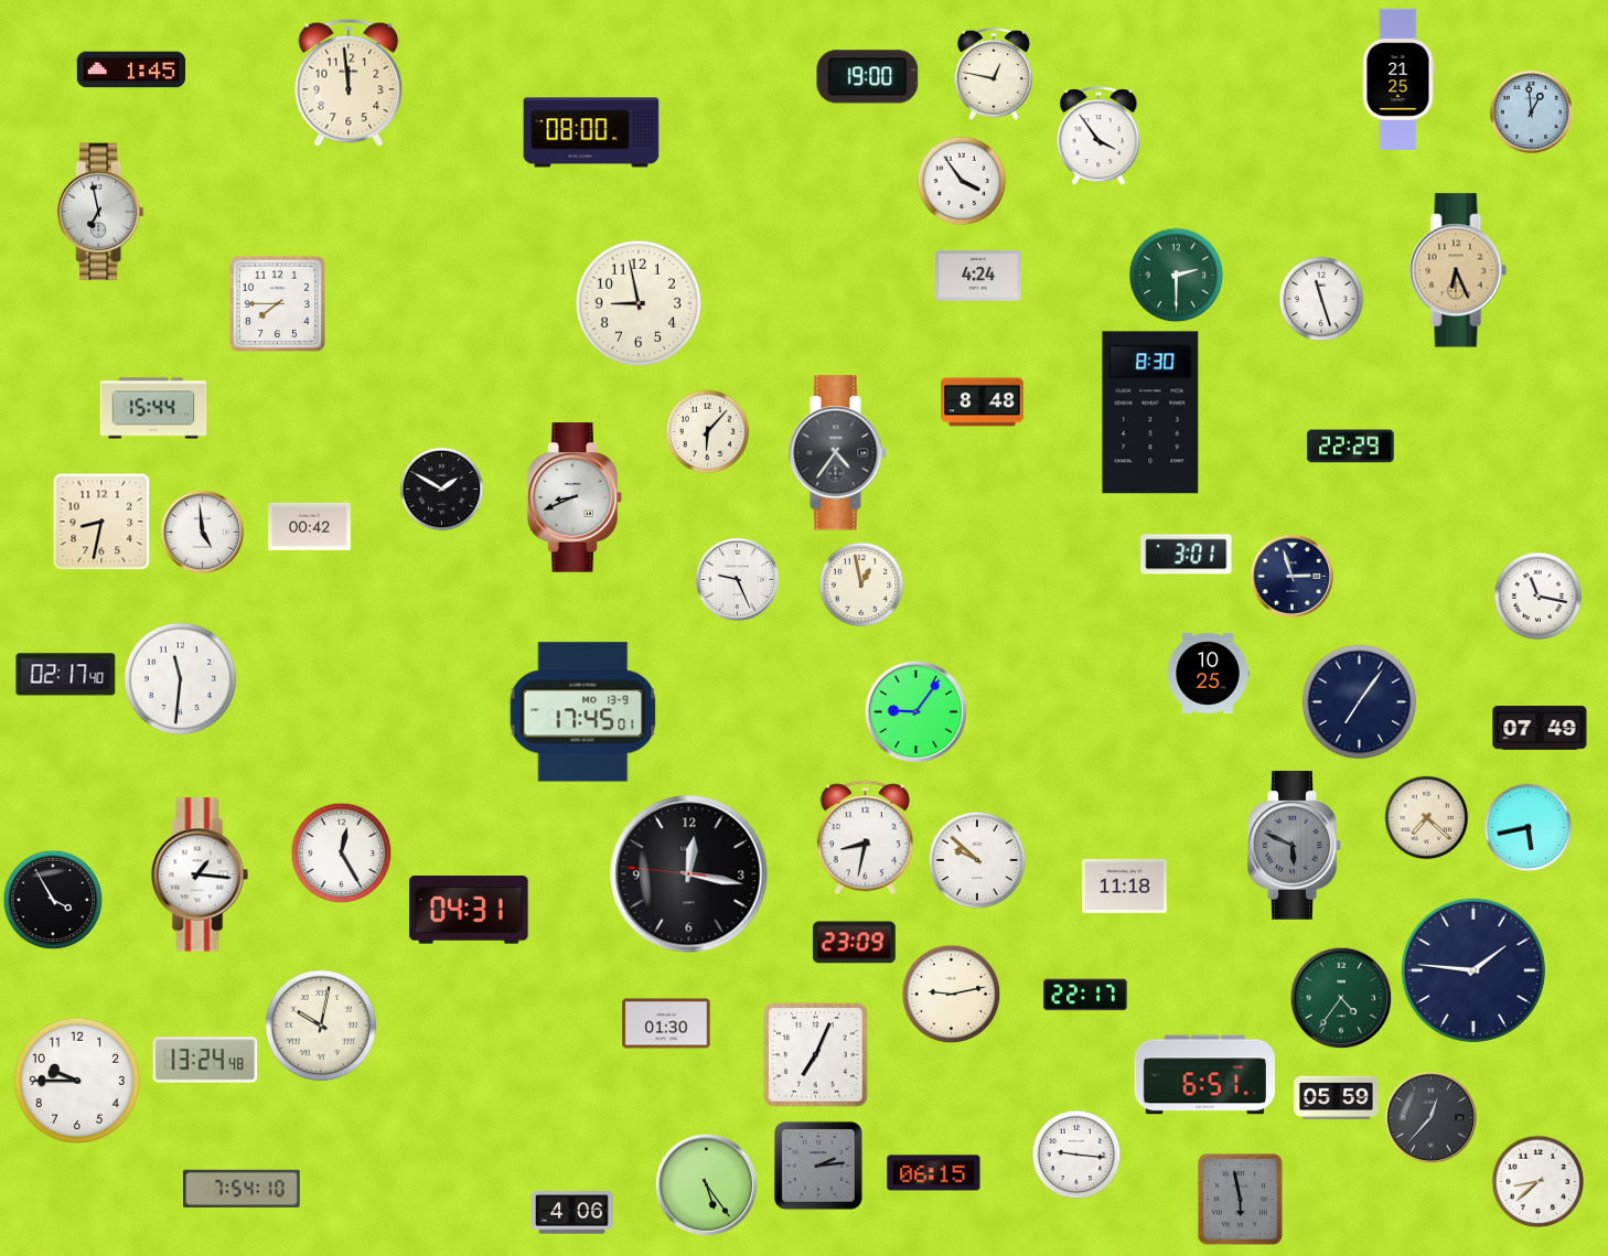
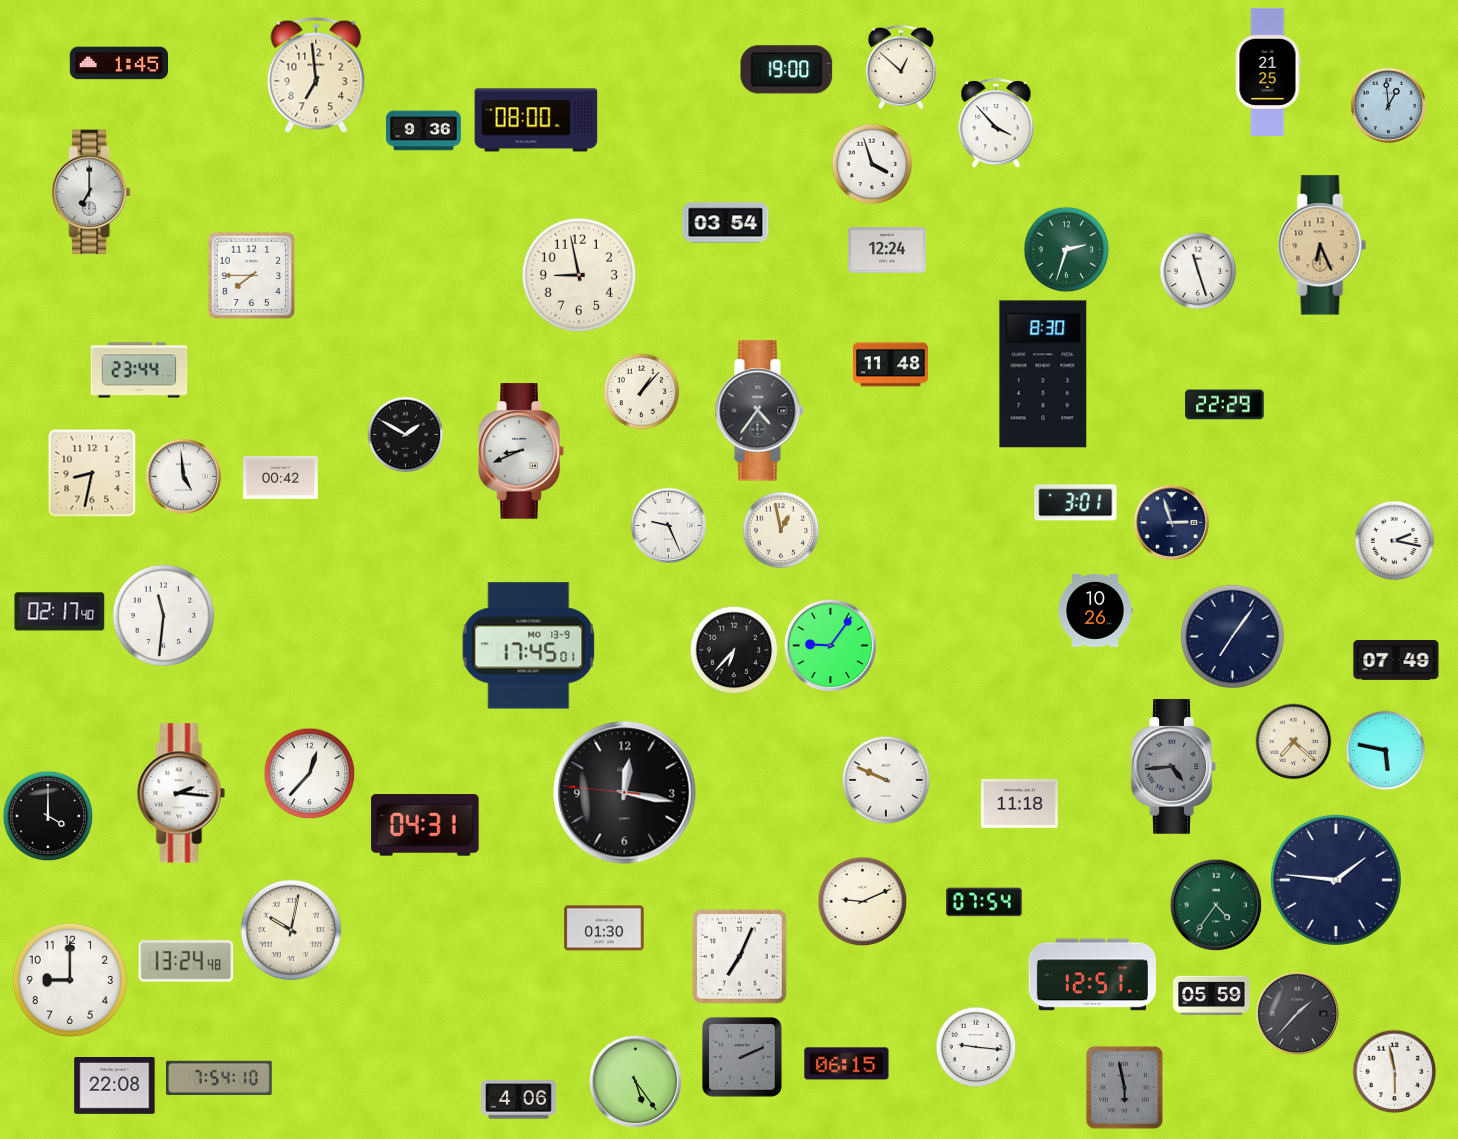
clock at (994, 74): 12:47 -> 12:52
clock at (349, 83): 11:59 -> 6:59
clock at (1531, 111) position: (1531, 111) -> (1388, 105)
clock at (1098, 137): 3:54 -> 3:53
clock at (424, 131): none -> 9:36
clock at (962, 181): 3:54 -> 3:57
clock at (100, 212): 6:58 -> 7:00
clock at (726, 223): none -> 03:54
clock at (978, 276): 4:24 -> 12:24
clock at (1177, 276): 2:30 -> 2:33
clock at (983, 402): 8:48 -> 11:48
clock at (153, 408): 15:44 -> 23:44
clock at (708, 432): 6:07 -> 1:07
clock at (442, 490) position: (442, 490) -> (406, 435)
clock at (202, 532) position: (202, 532) -> (183, 476)
clock at (1539, 597): 11:17 -> 2:17
clock at (1208, 673): 10:25 -> 10:26
clock at (734, 650): none -> 6:37
clock at (1529, 828): 5:43 -> 5:47
clock at (865, 838): 8:32 -> none
clock at (1294, 846): 5:49 -> 4:44
clock at (342, 854): 12:25 -> 12:37
clock at (977, 860): 9:52 -> 9:49
clock at (200, 874): 1:16 -> 2:16
clock at (53, 900): 3:55 -> 4:00
clock at (854, 943): 23:09 -> none
clock at (952, 995): 9:13 -> 9:11
clock at (1085, 995): 22:17 -> 07:54
clock at (1204, 1075): 6:51 -> 12:51
clock at (76, 1080): 9:45 -> 9:00
clock at (1432, 1118): 12:37 -> 1:37
clock at (818, 1166): 2:14 -> 2:11
clock at (1539, 1182): 8:38 -> 5:58
clock at (707, 1185) position: (707, 1185) -> (636, 1082)
clock at (115, 1086): none -> 22:08
